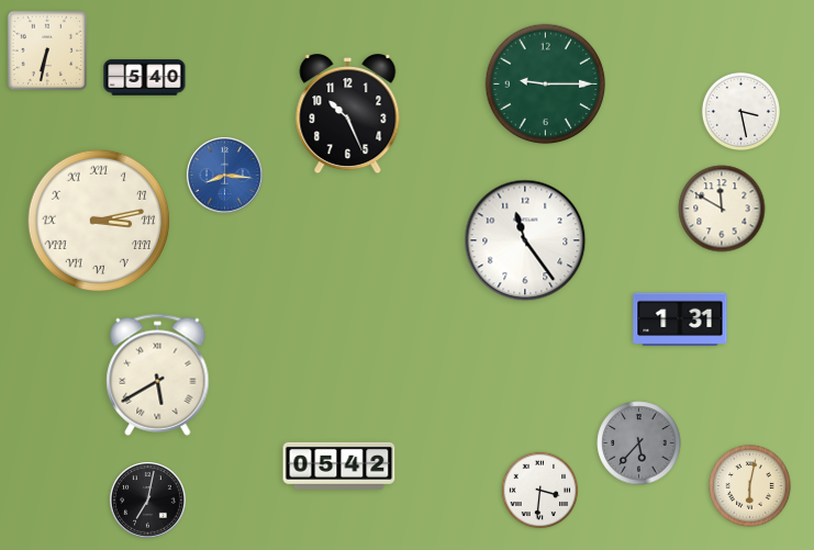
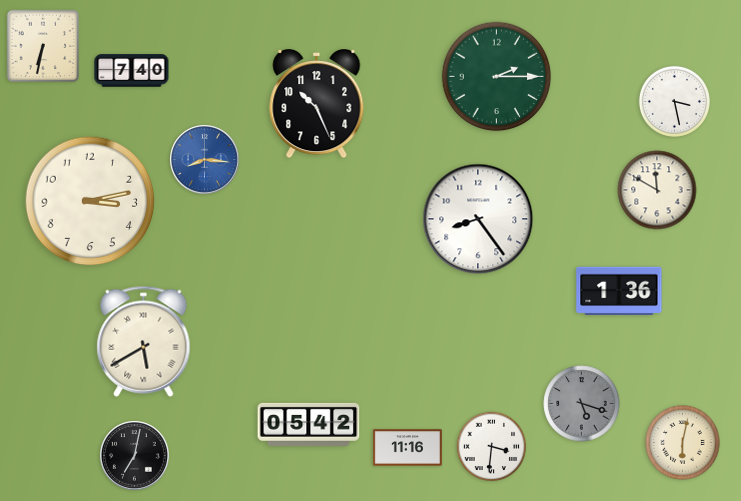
clock at (145, 78): 5:40 -> 7:40
clock at (546, 85): 9:15 -> 2:15
clock at (99, 221) numerals: Roman -> Arabic
clock at (525, 240): 11:24 -> 8:24
clock at (680, 318): 1:31 -> 1:36
clock at (639, 444): 5:37 -> 5:18
clock at (407, 448): none -> 11:16
